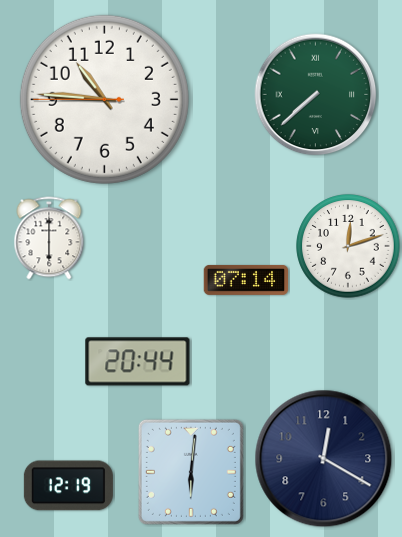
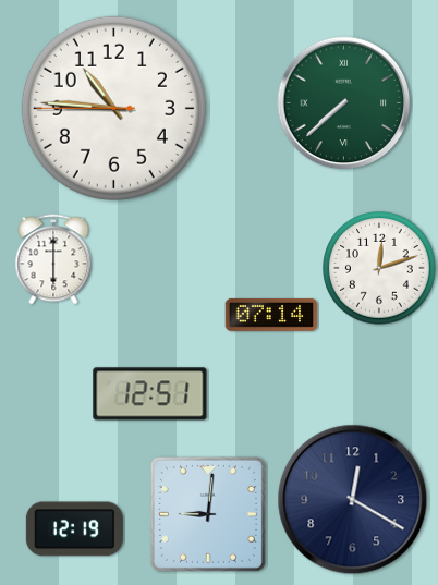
clock at (246, 280) position: (246, 280) -> (271, 315)
clock at (138, 362): 20:44 -> 12:51
clock at (191, 472): 6:01 -> 9:01
